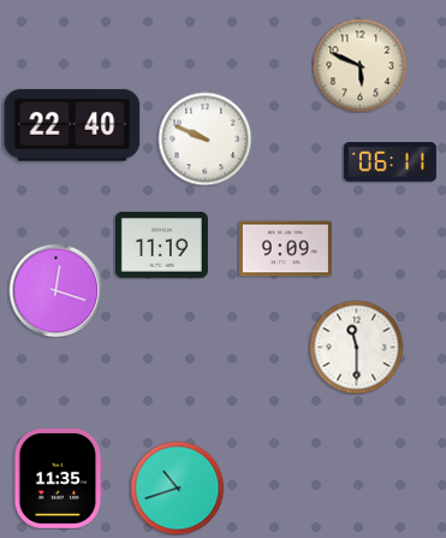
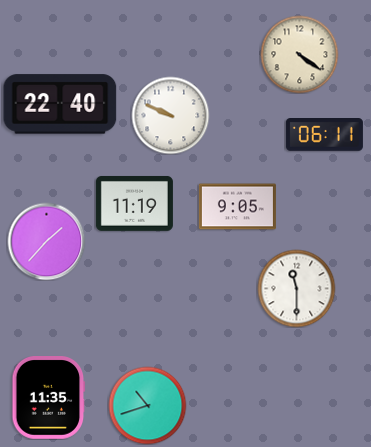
clock at (359, 65): 5:49 -> 4:21
clock at (285, 249): 9:09 -> 9:05
clock at (55, 290): 12:18 -> 1:37
